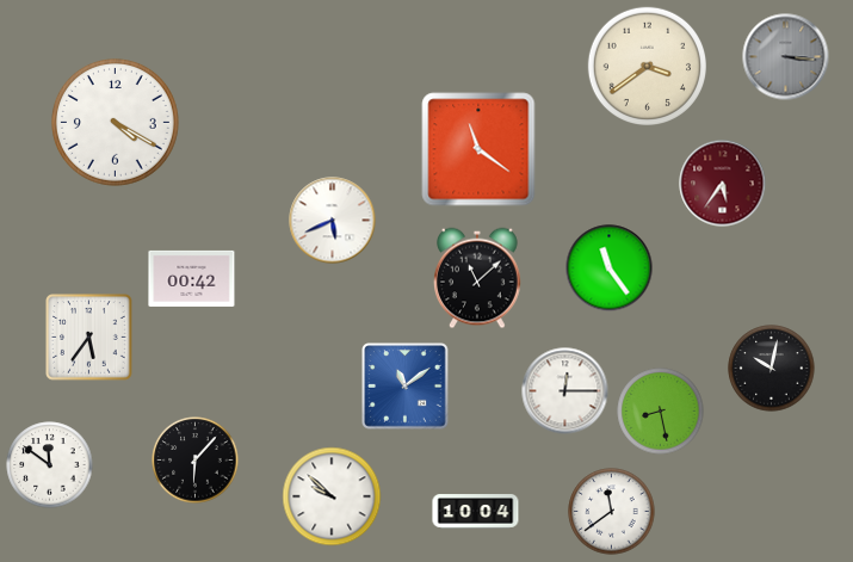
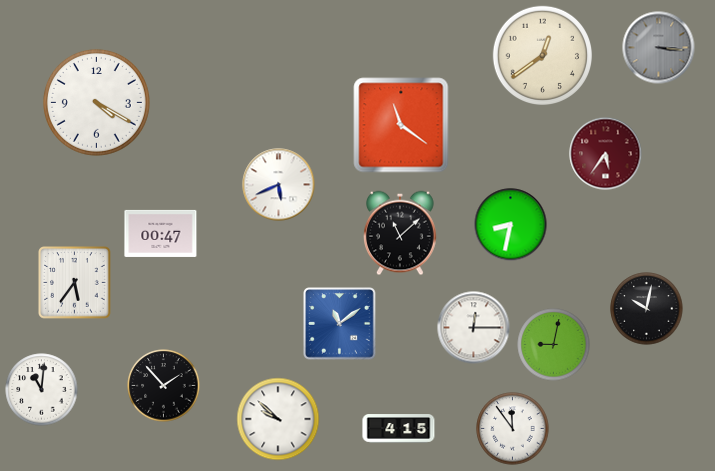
clock at (647, 66): 3:39 -> 12:39
clock at (610, 268): 11:24 -> 8:32
clock at (192, 278): 00:42 -> 00:47
clock at (661, 412): 8:28 -> 9:02
clock at (196, 461): 6:07 -> 1:53
clock at (50, 465): 11:51 -> 11:01
clock at (332, 496) position: (332, 496) -> (278, 419)
clock at (476, 512): 10:04 -> 4:15
clock at (612, 512): 11:39 -> 11:54
